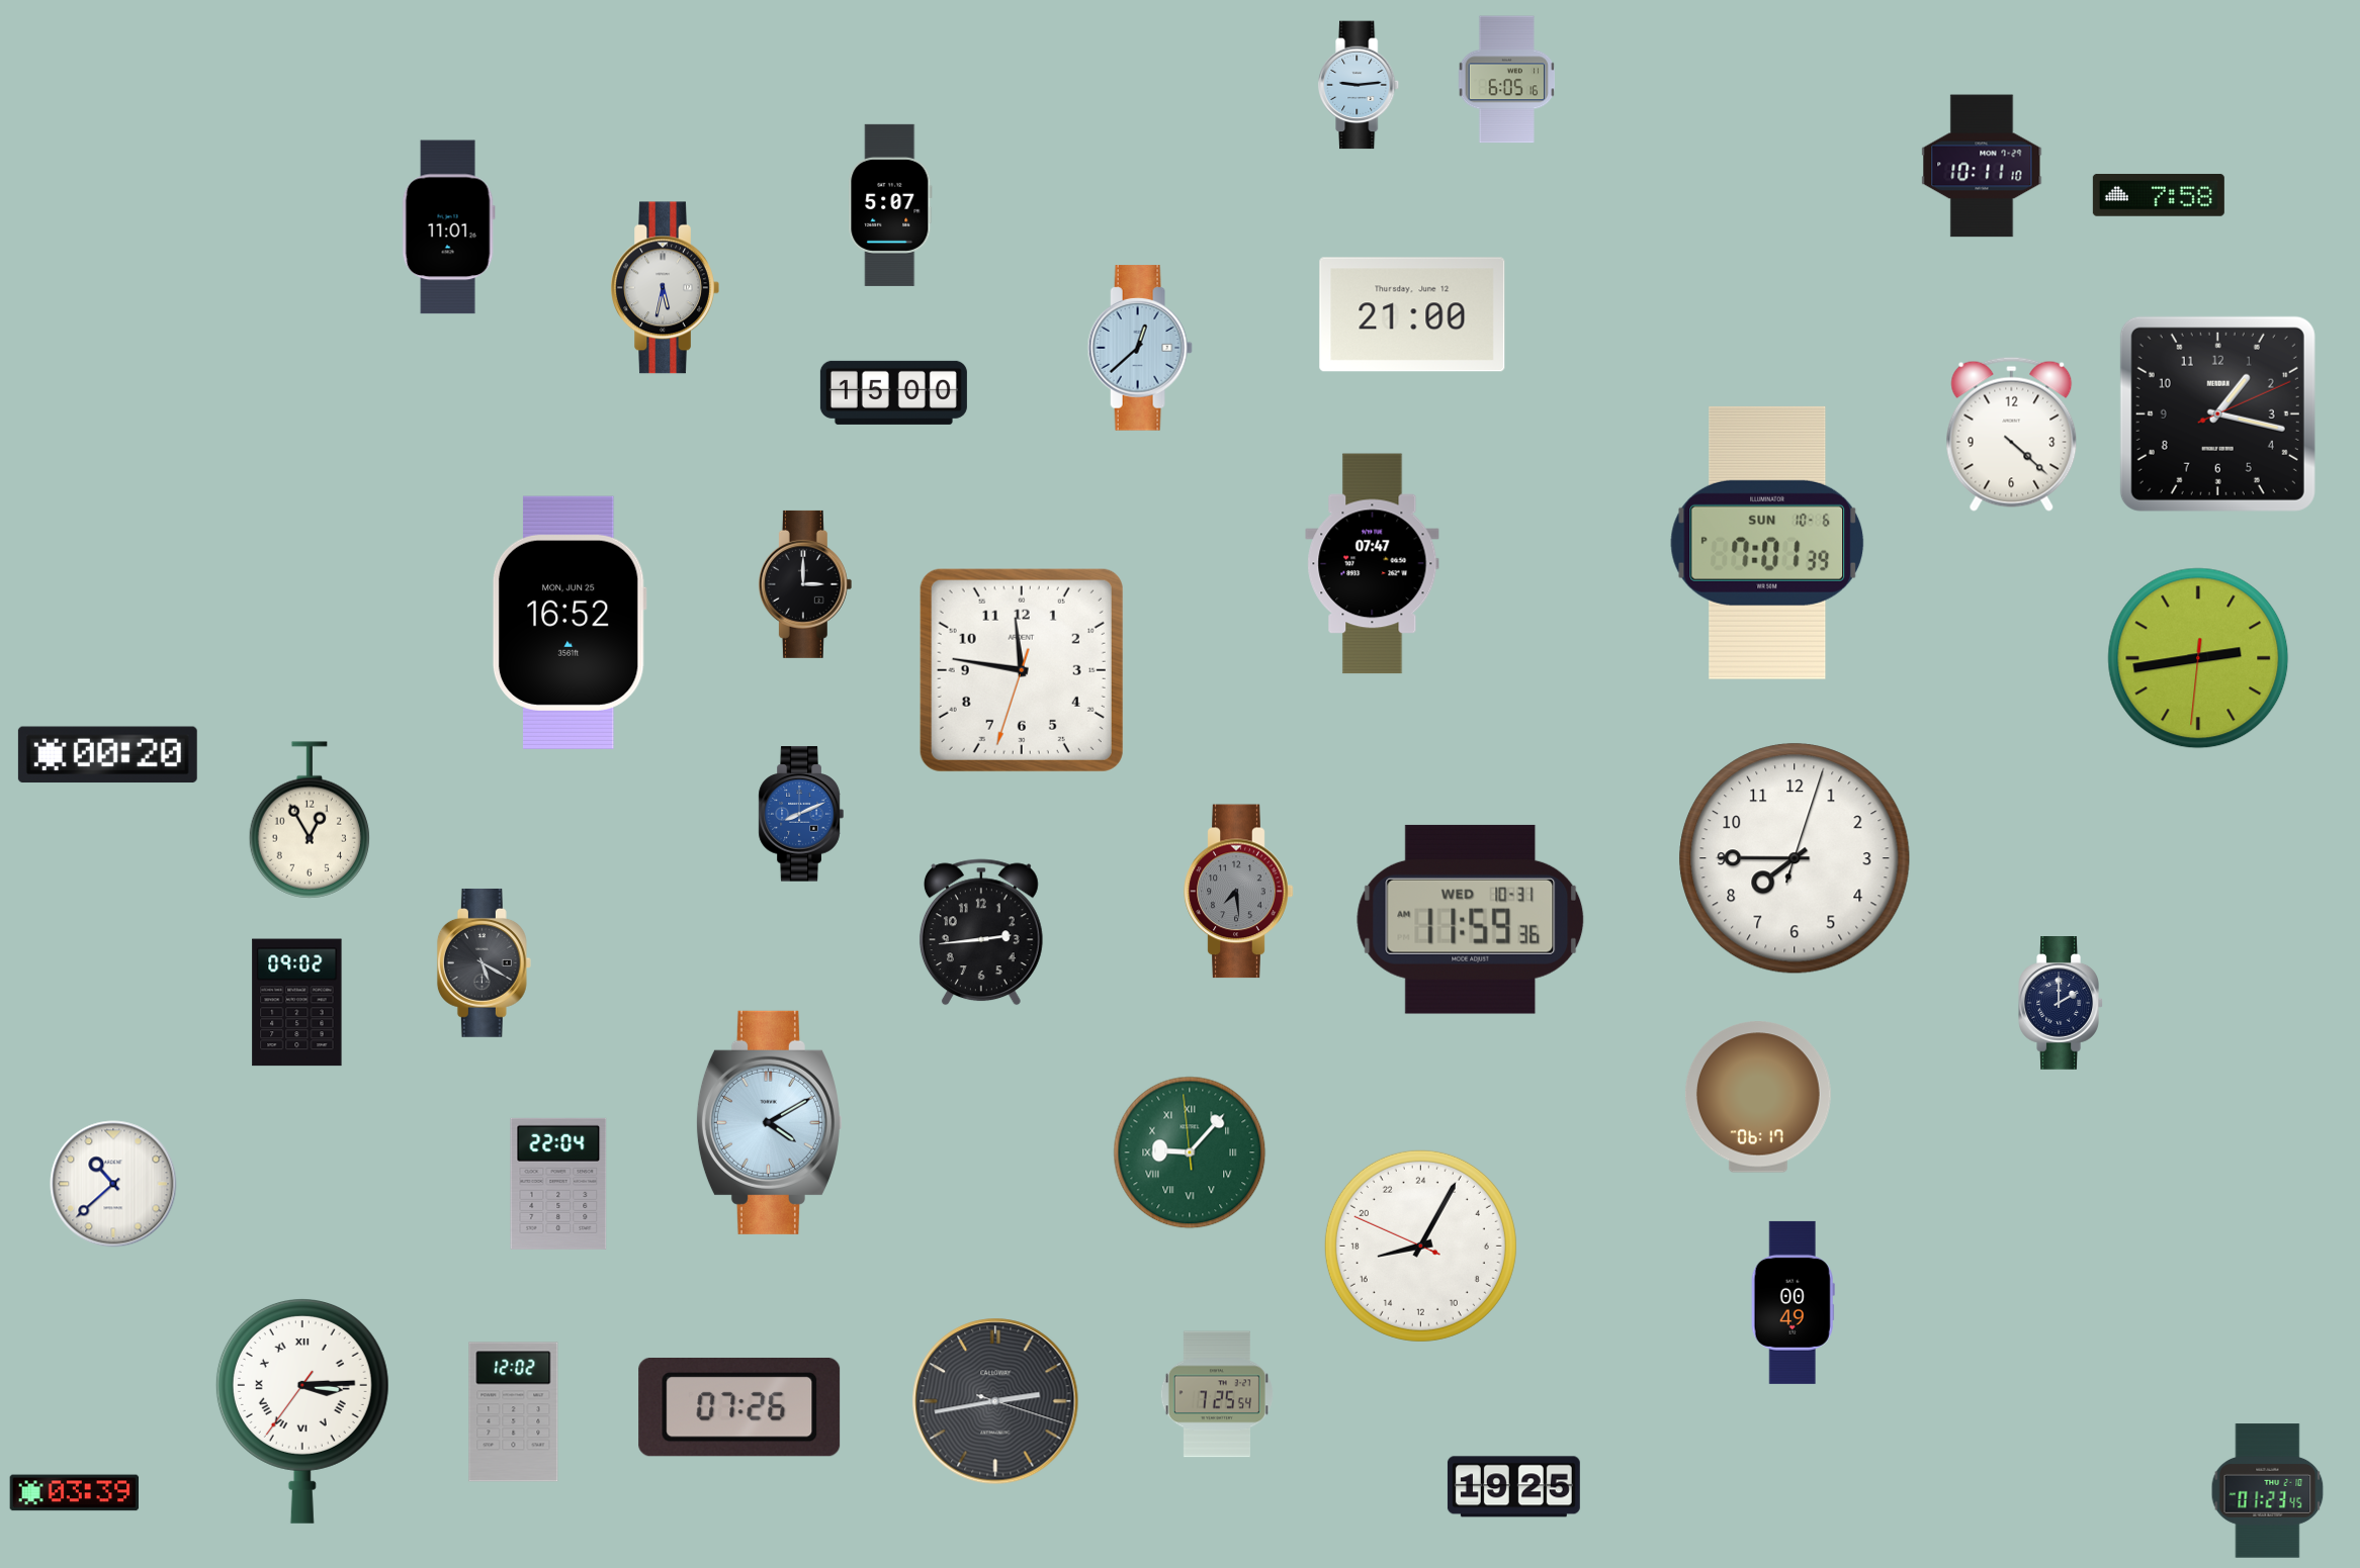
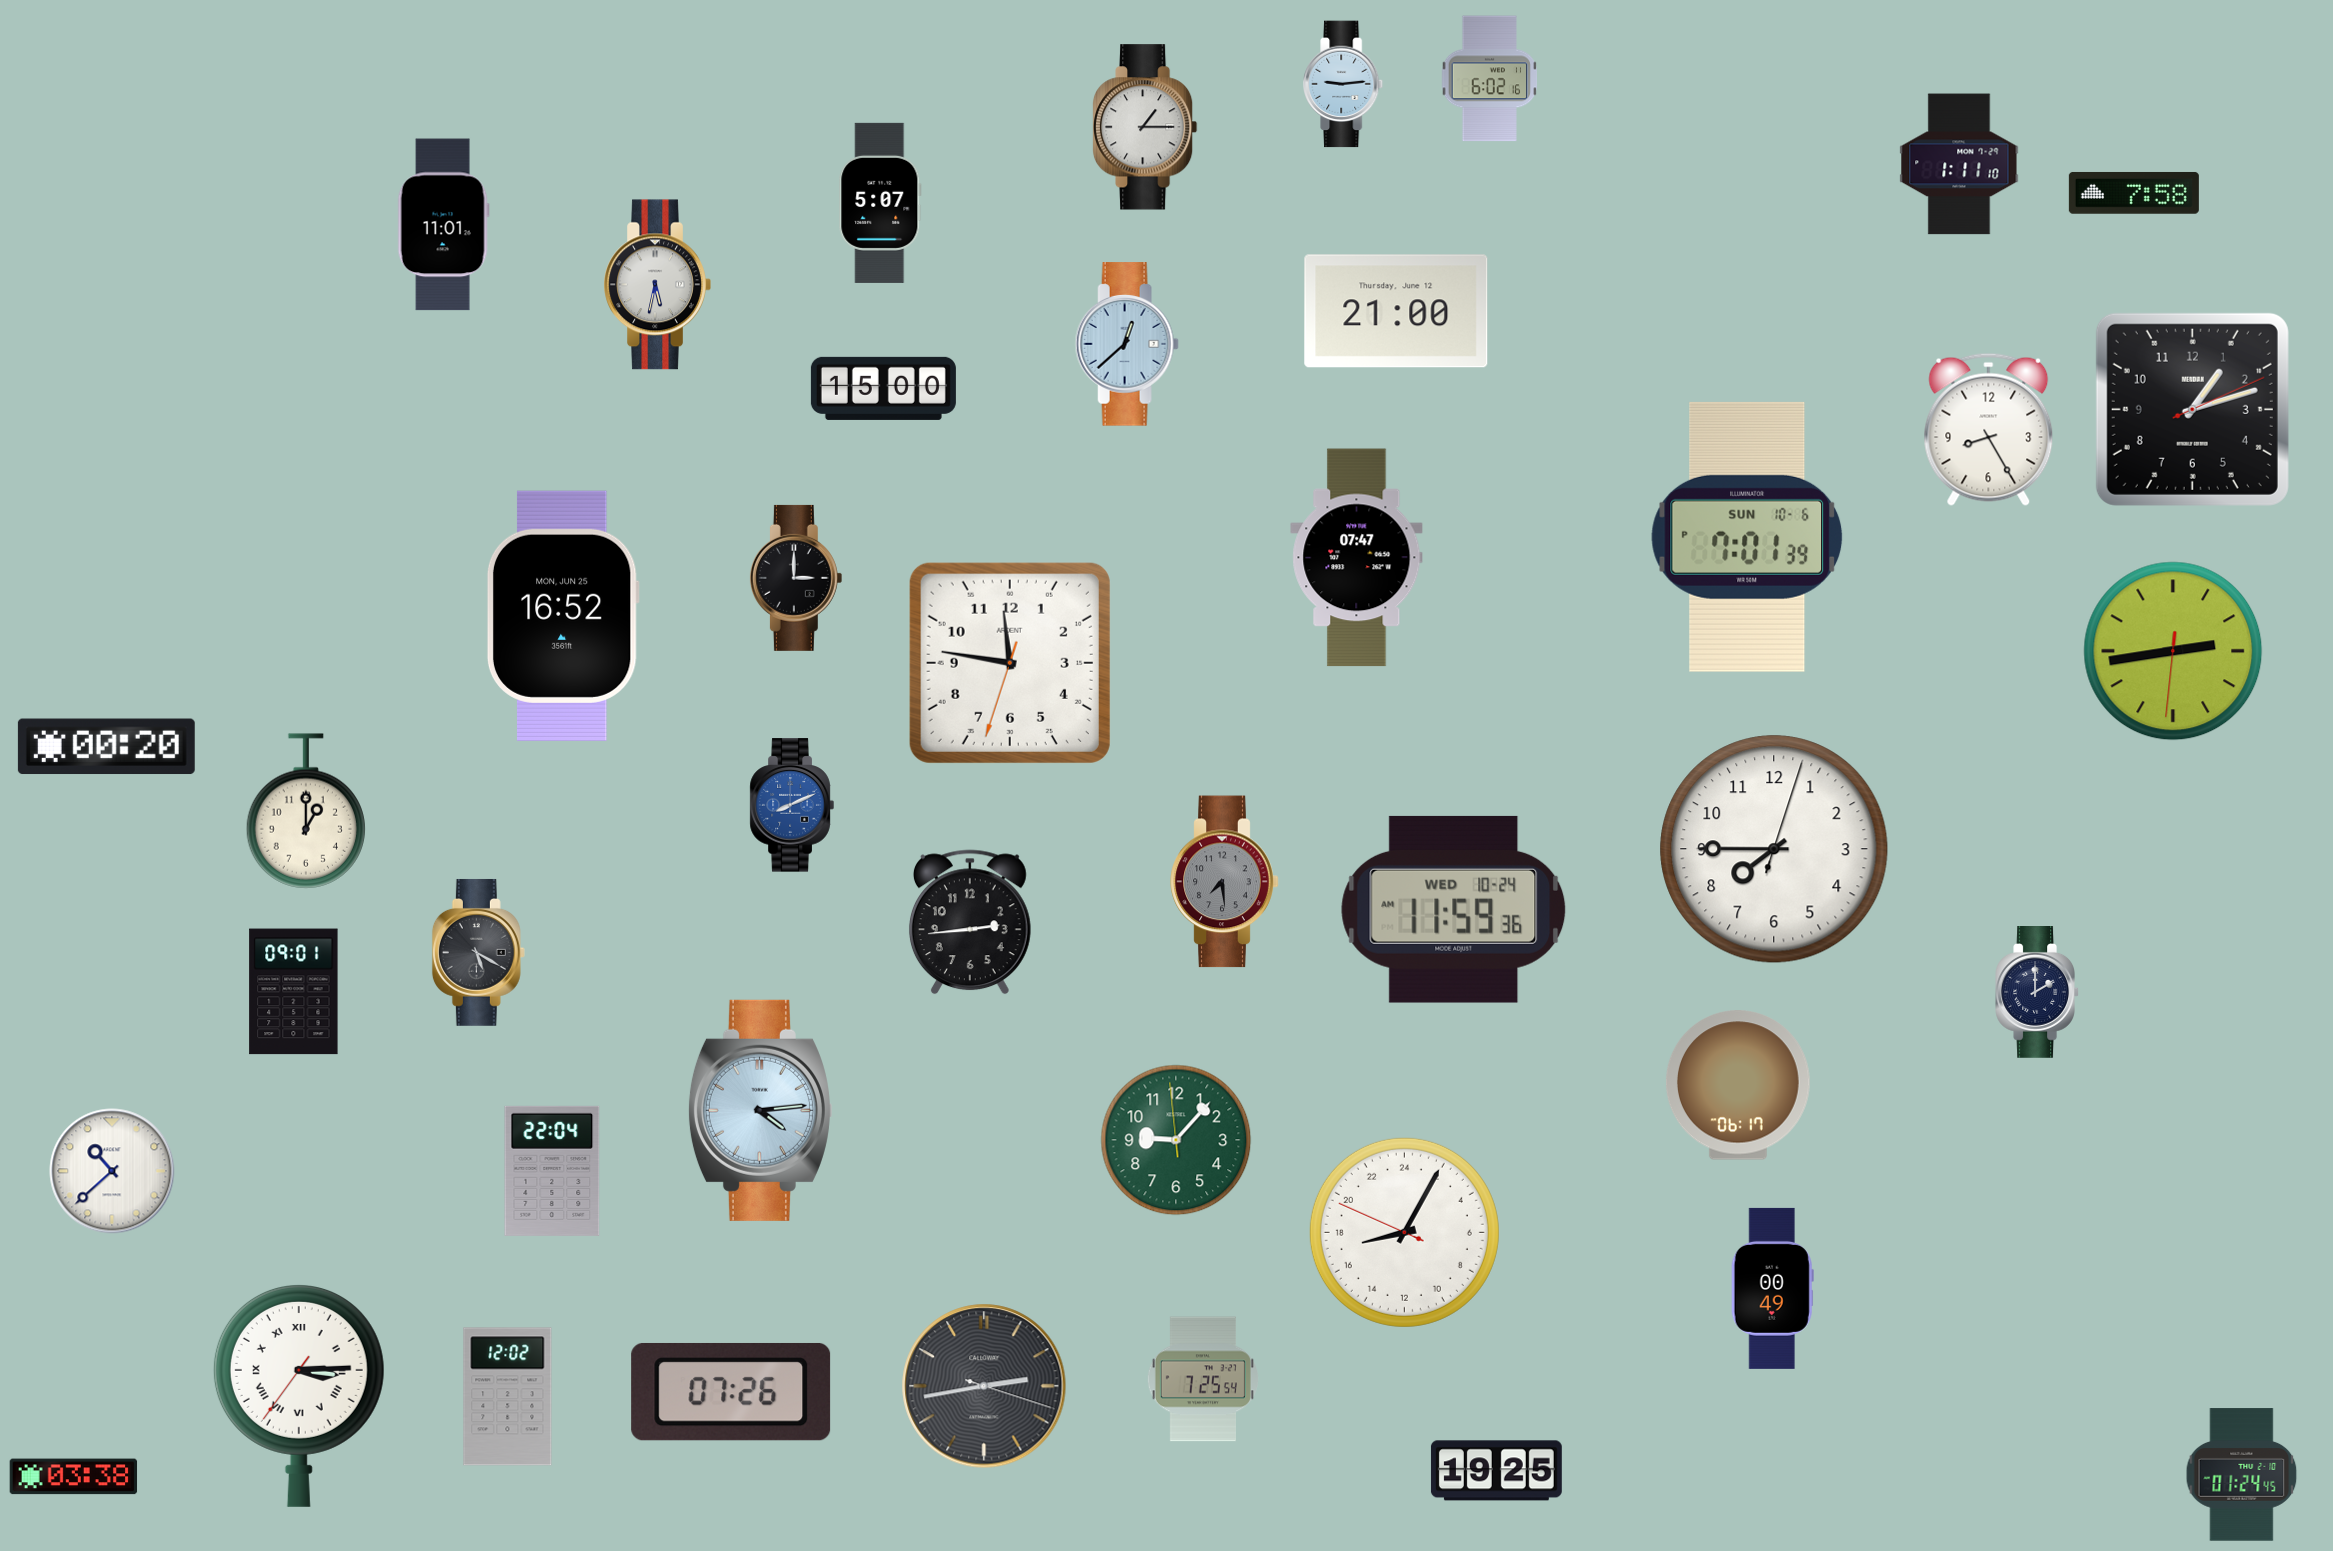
clock at (1507, 80): 6:05 -> 6:02
clock at (1145, 127): none -> 1:15
clock at (1982, 166): 10:11 -> 1:11
clock at (2217, 413): 1:17 -> 1:12
clock at (2012, 434): 4:22 -> 8:25
clock at (310, 820): 12:55 -> 1:00
clock at (1471, 919) date: WED 10-31 -> WED 10-24
clock at (297, 1003): 09:02 -> 09:01
clock at (769, 1122): 4:10 -> 4:14
clock at (1190, 1152) numerals: Roman -> Arabic
clock at (2268, 1491): 01:23 -> 01:24
clock at (75, 1493): 03:39 -> 03:38
